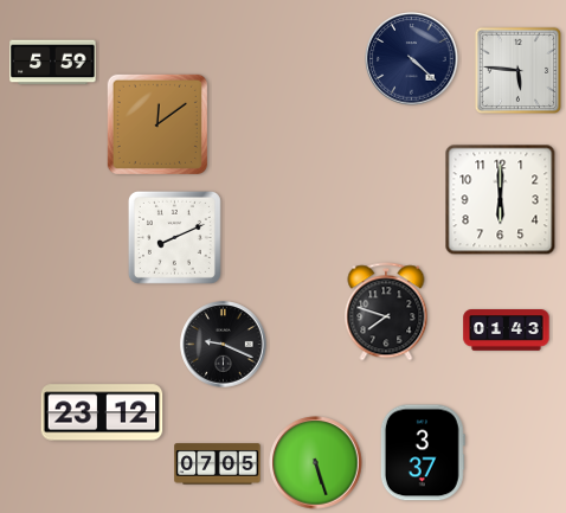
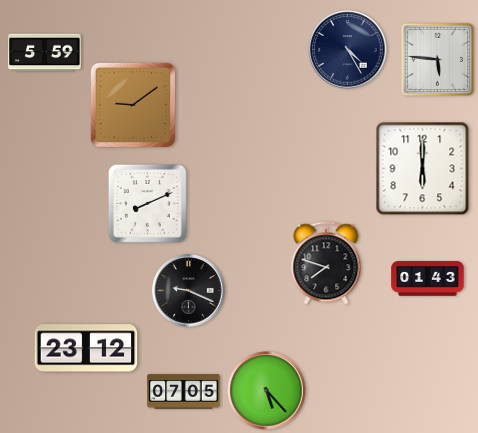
clock at (412, 59): 4:22 -> 4:25
clock at (157, 124): 12:09 -> 9:09
clock at (174, 237) position: (174, 237) -> (147, 203)
clock at (423, 453): 3:37 -> none
clock at (316, 463): 5:27 -> 5:23
